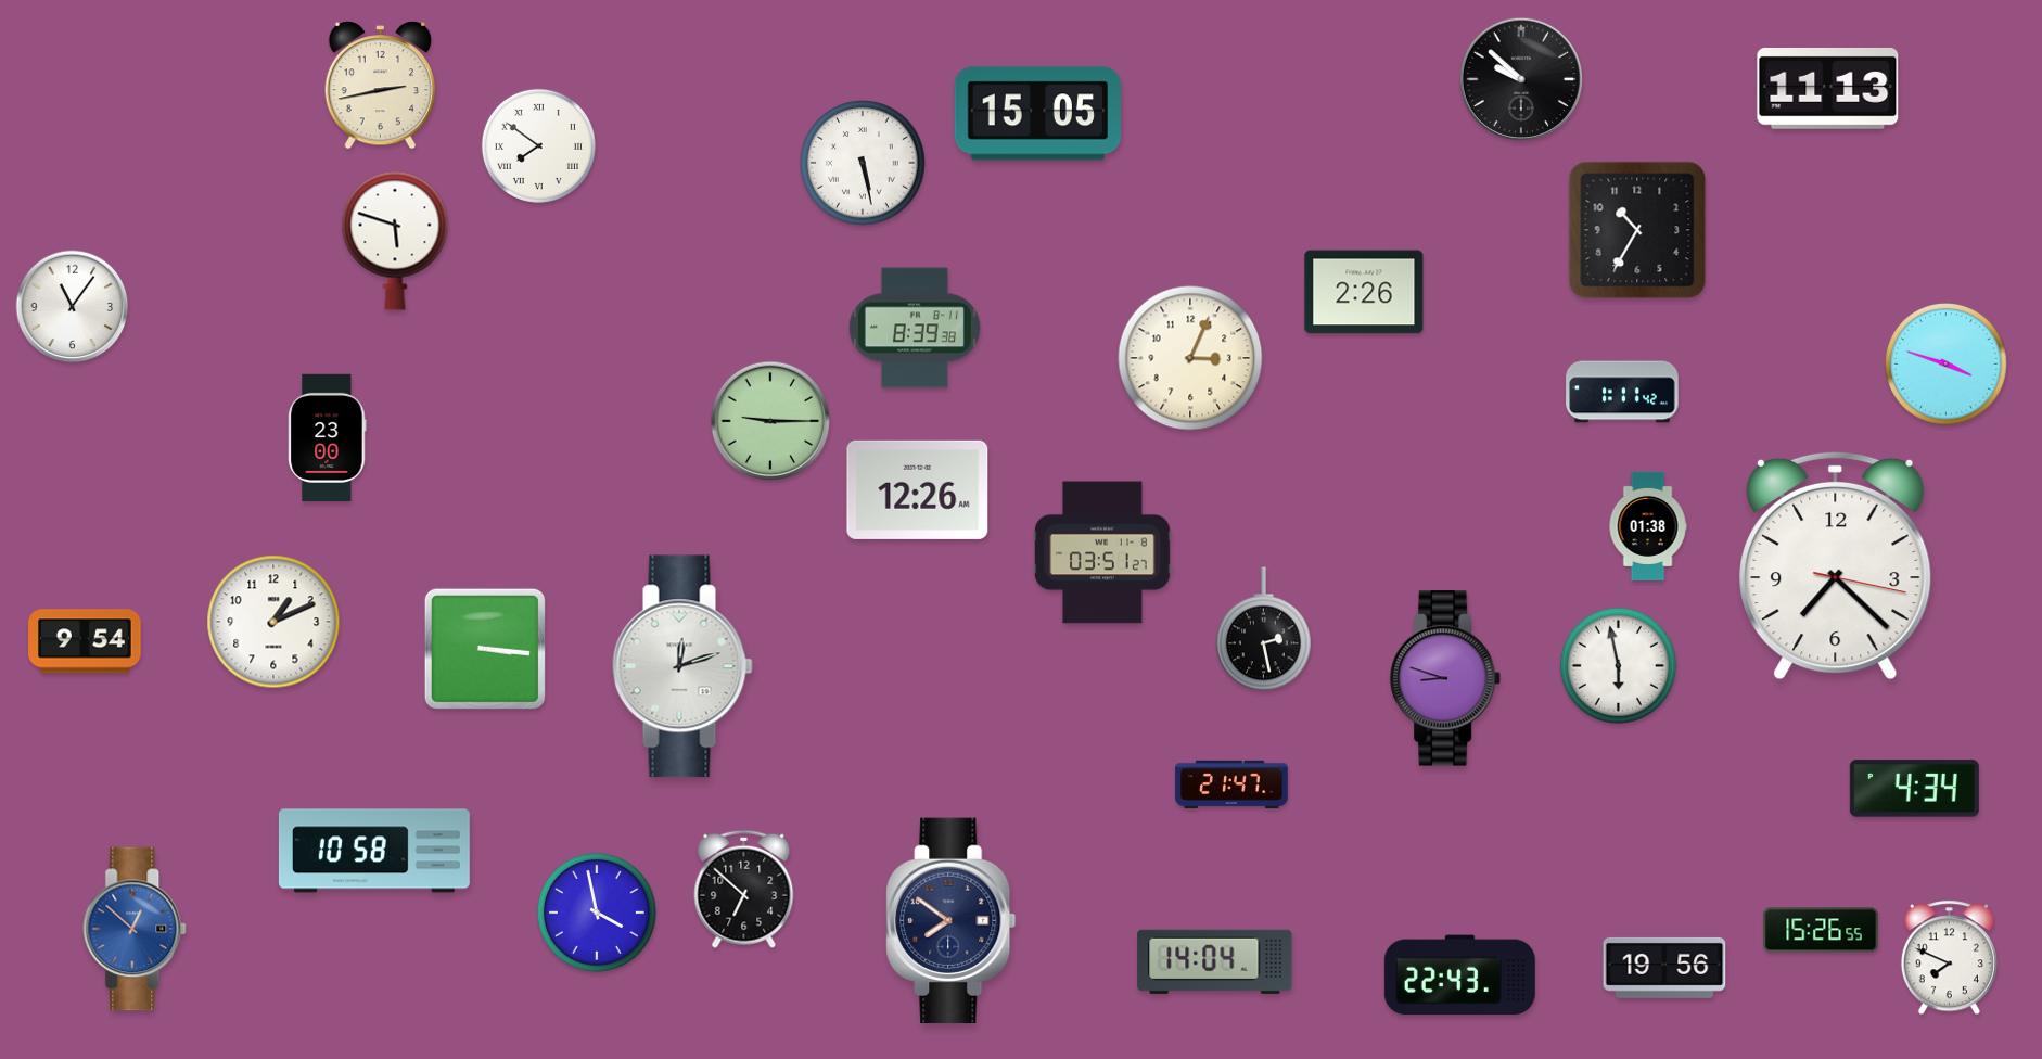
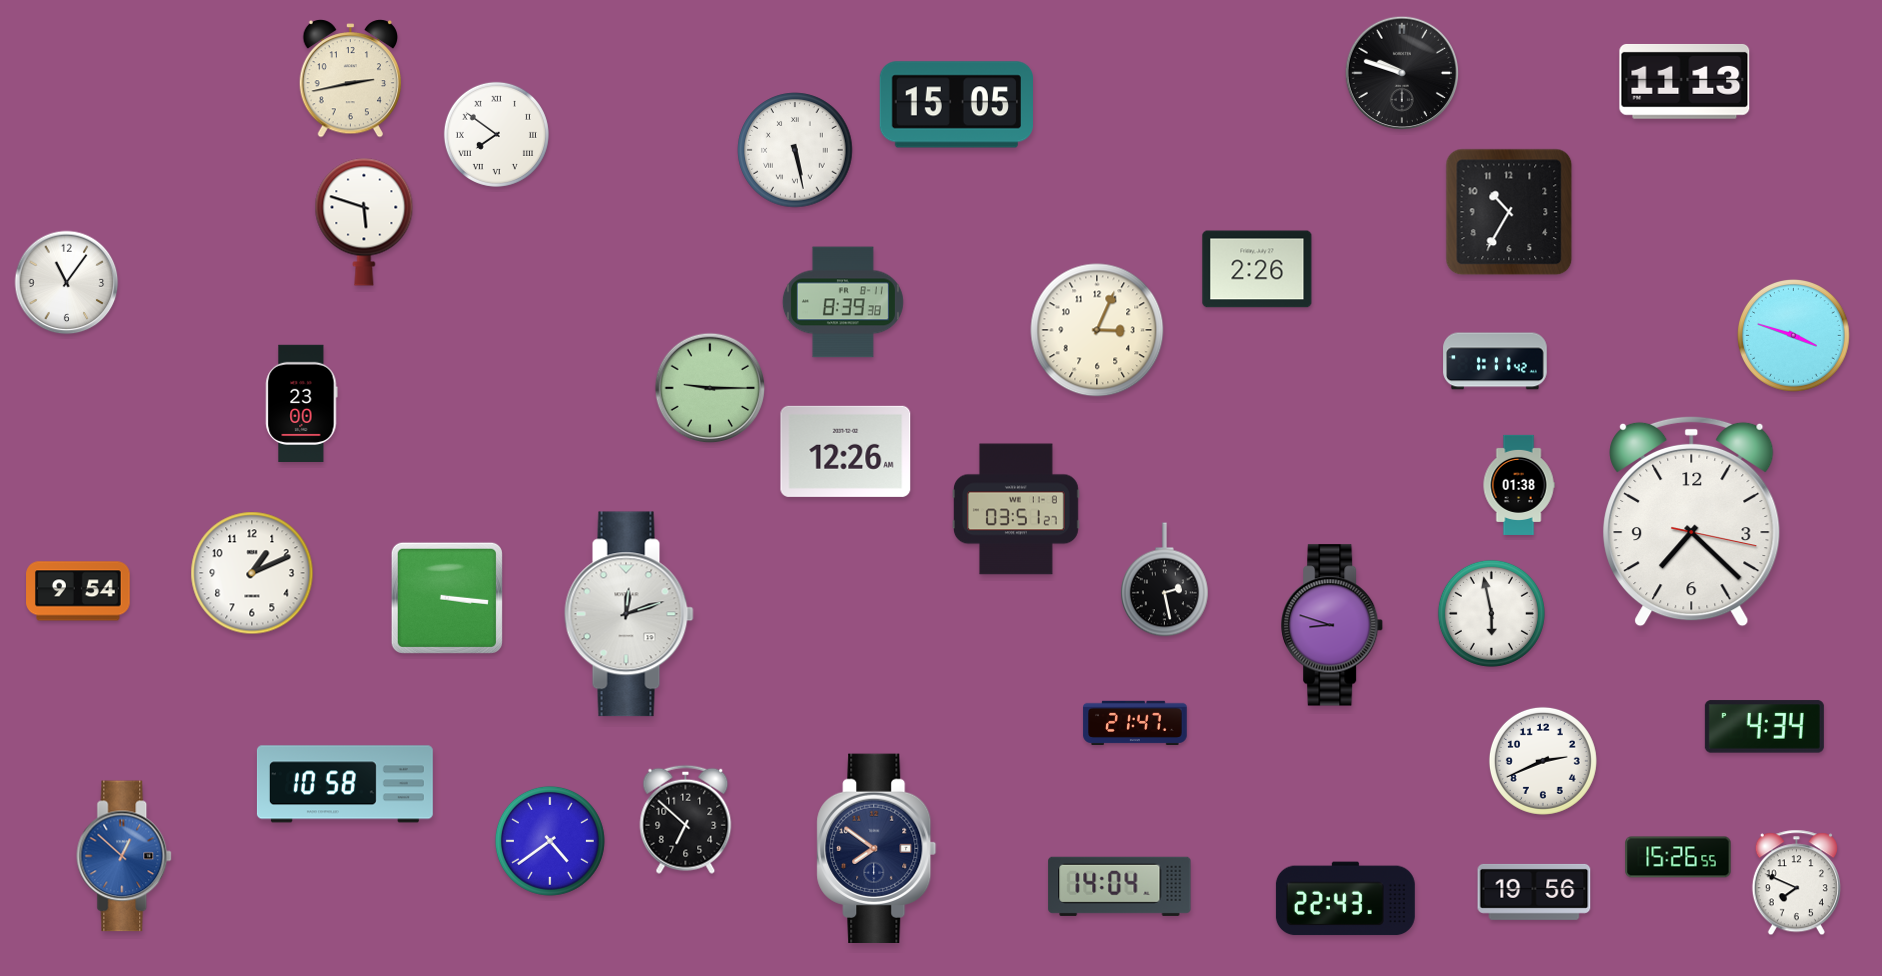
clock at (1520, 78): 9:52 -> 9:48
clock at (1543, 761): none -> 2:41
clock at (597, 913): 3:58 -> 4:39
